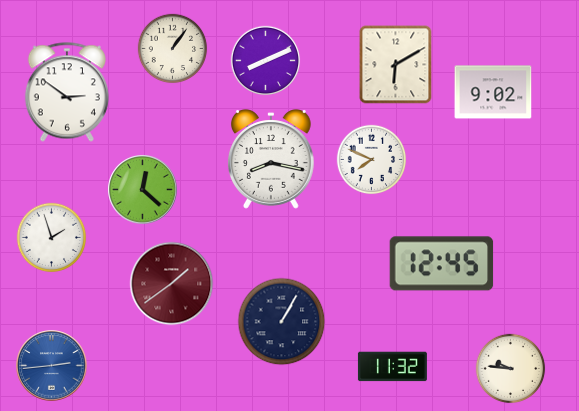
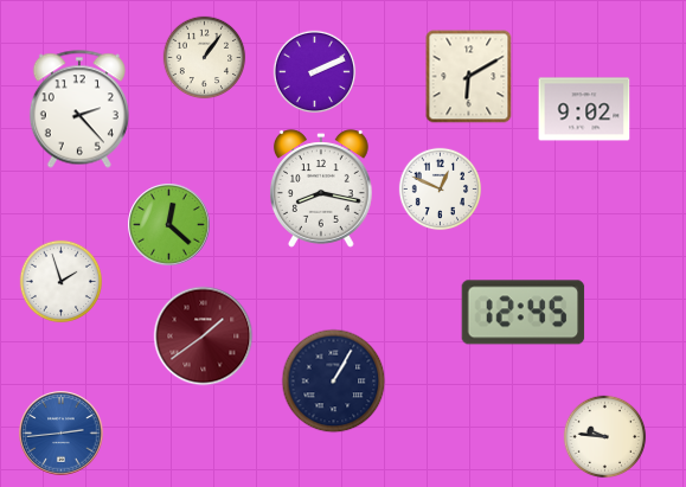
clock at (266, 61): 8:11 -> 2:11
clock at (67, 92): 2:51 -> 2:23
clock at (372, 160): 7:49 -> 12:49
clock at (392, 367): 11:32 -> none
